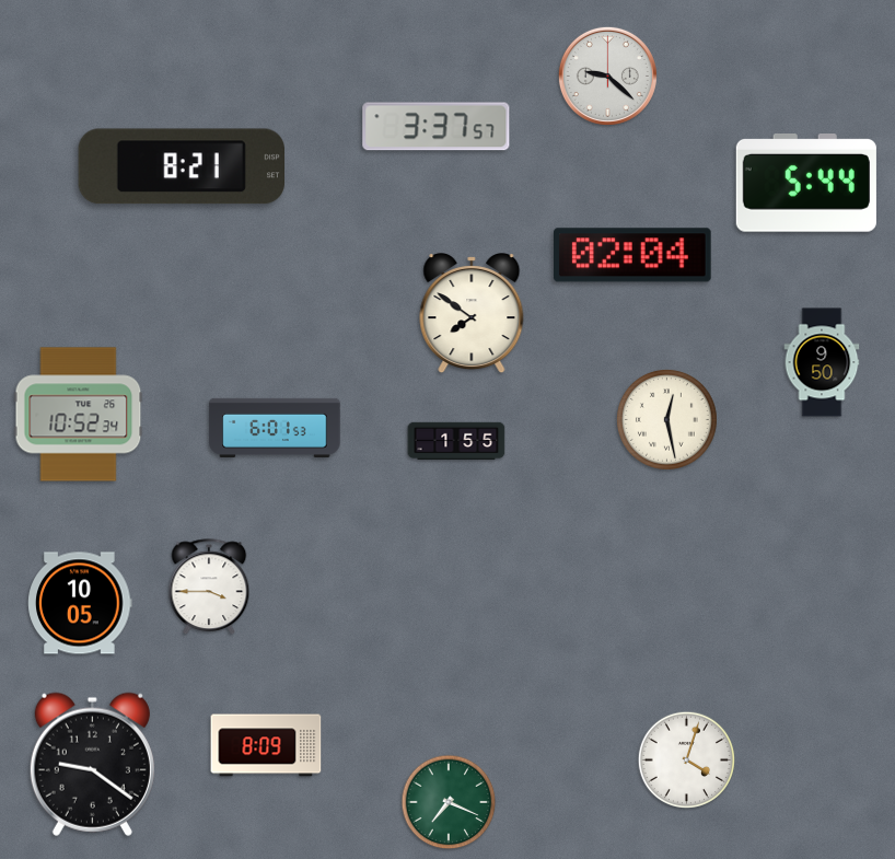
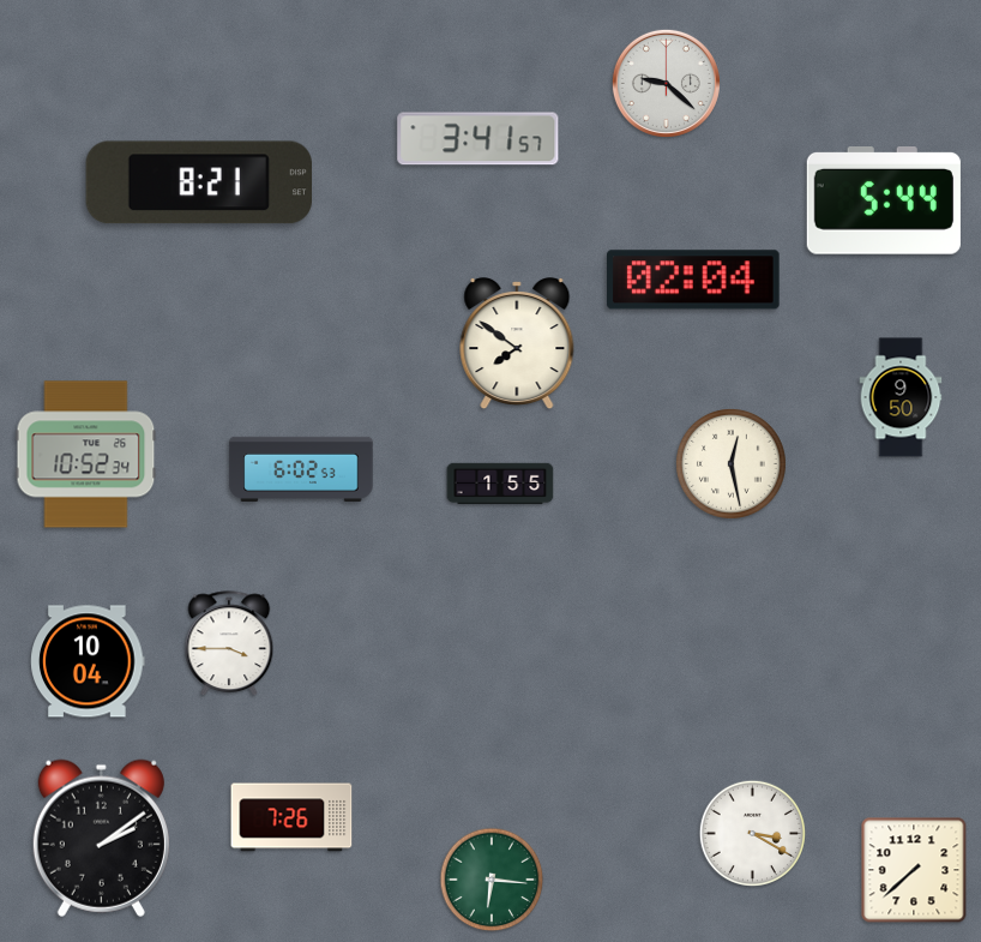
clock at (437, 127): 3:37 -> 3:41
clock at (666, 419) position: (666, 419) -> (730, 463)
clock at (275, 428): 6:01 -> 6:02
clock at (80, 603): 10:05 -> 10:04
clock at (266, 745): 8:09 -> 7:26
clock at (686, 759): 4:03 -> 3:20
clock at (92, 764): 9:21 -> 2:09
clock at (914, 870): none -> 7:38
clock at (449, 802): 7:19 -> 6:16
